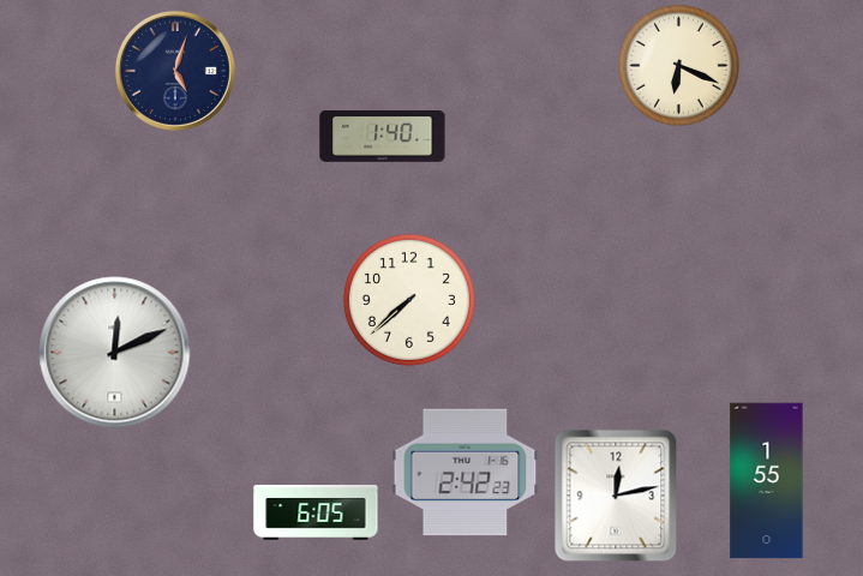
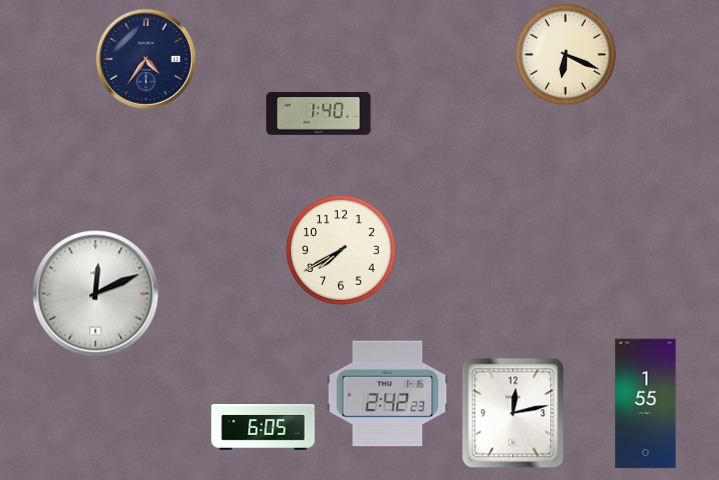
clock at (175, 71): 5:03 -> 4:36
clock at (409, 300): 7:38 -> 7:40
clock at (767, 481) position: (767, 481) -> (646, 404)
